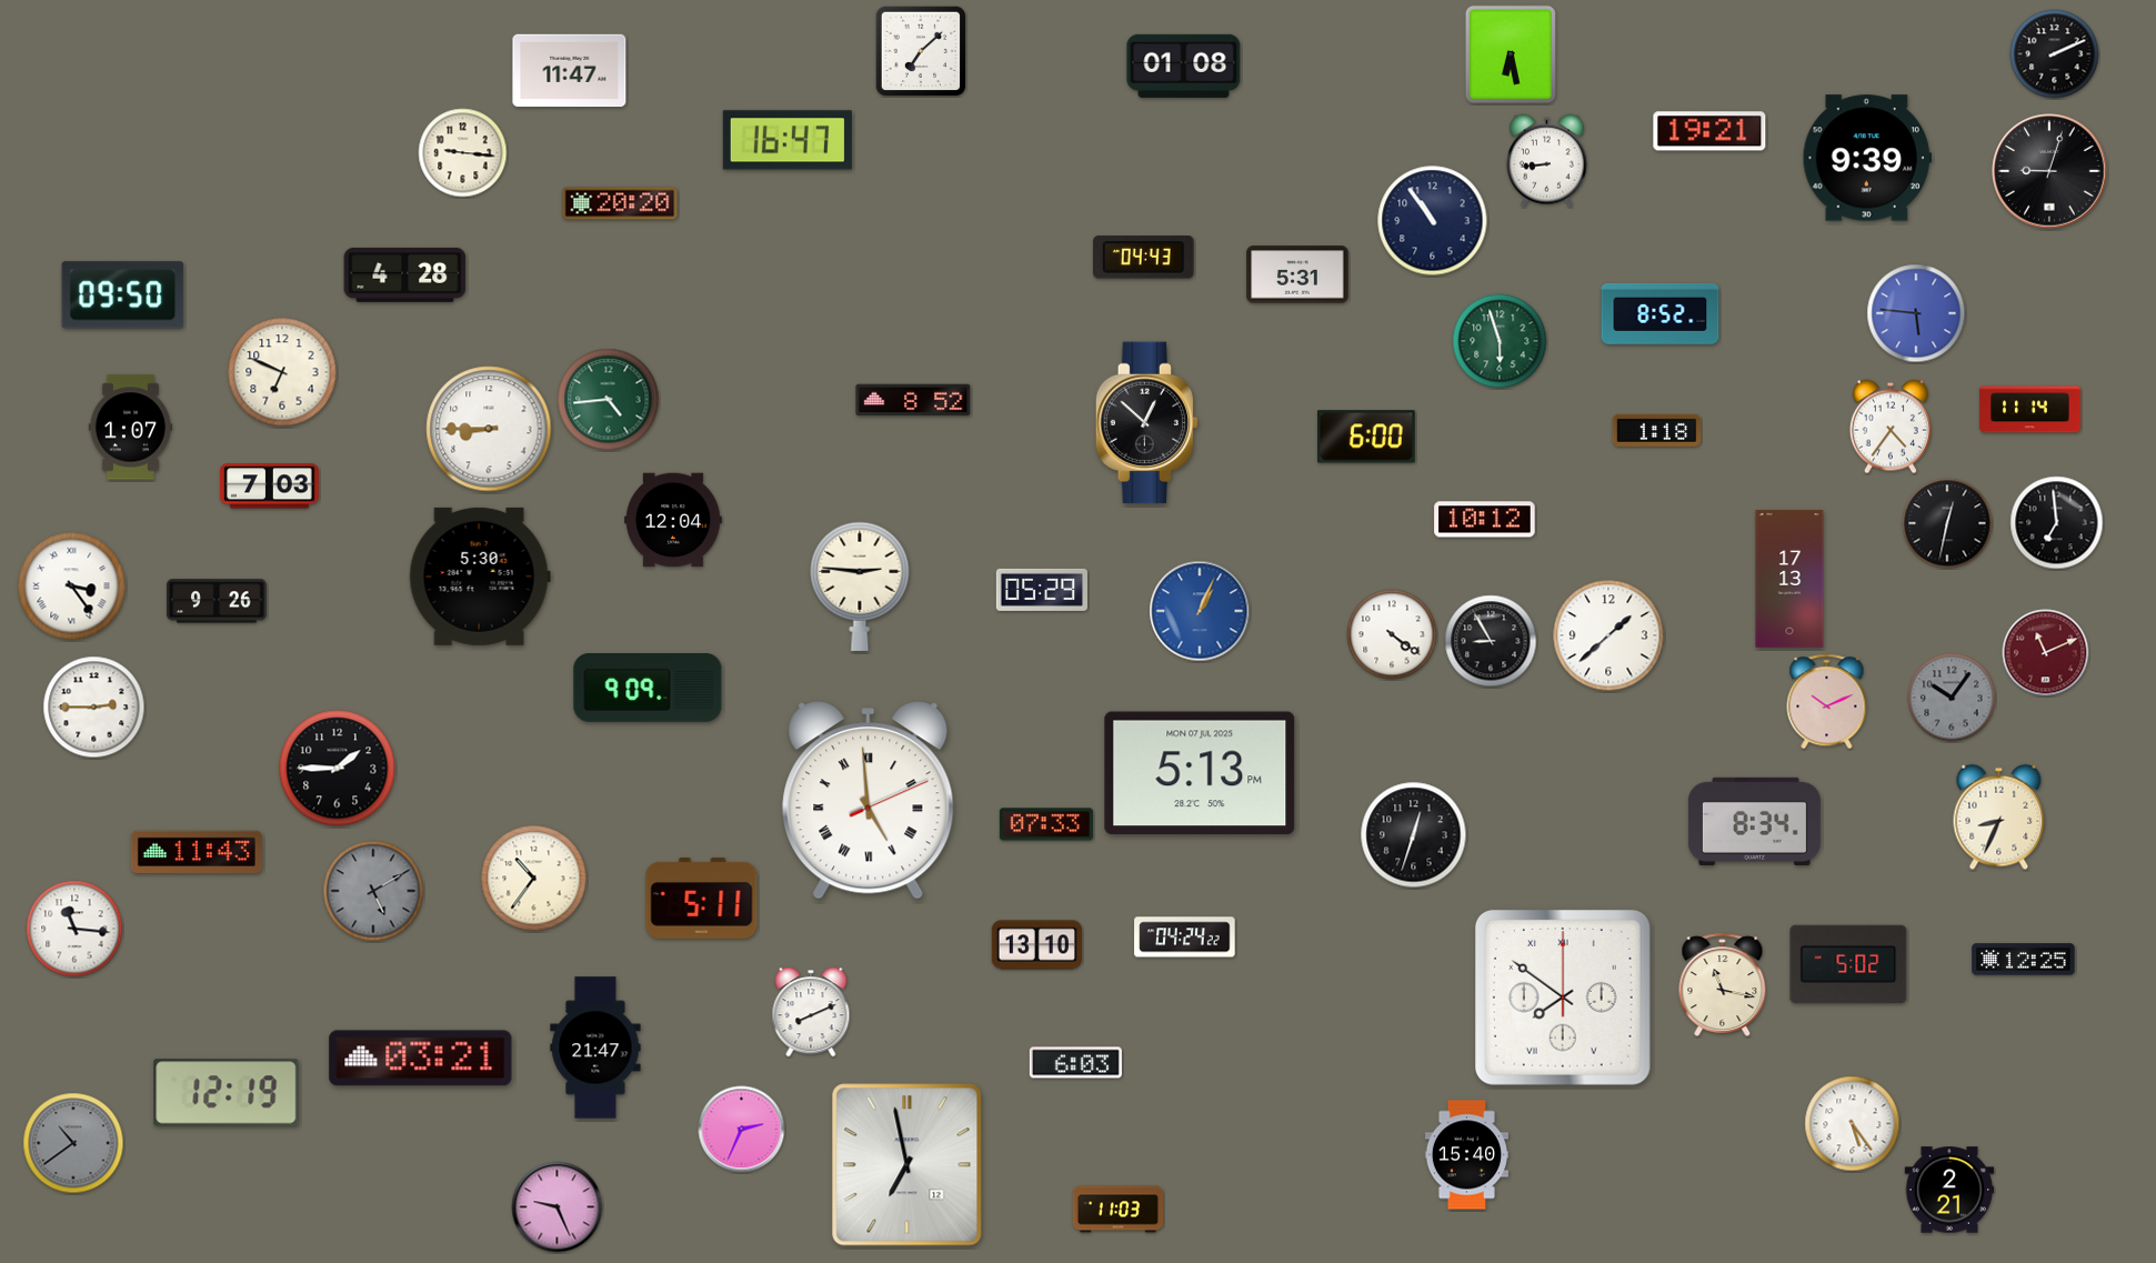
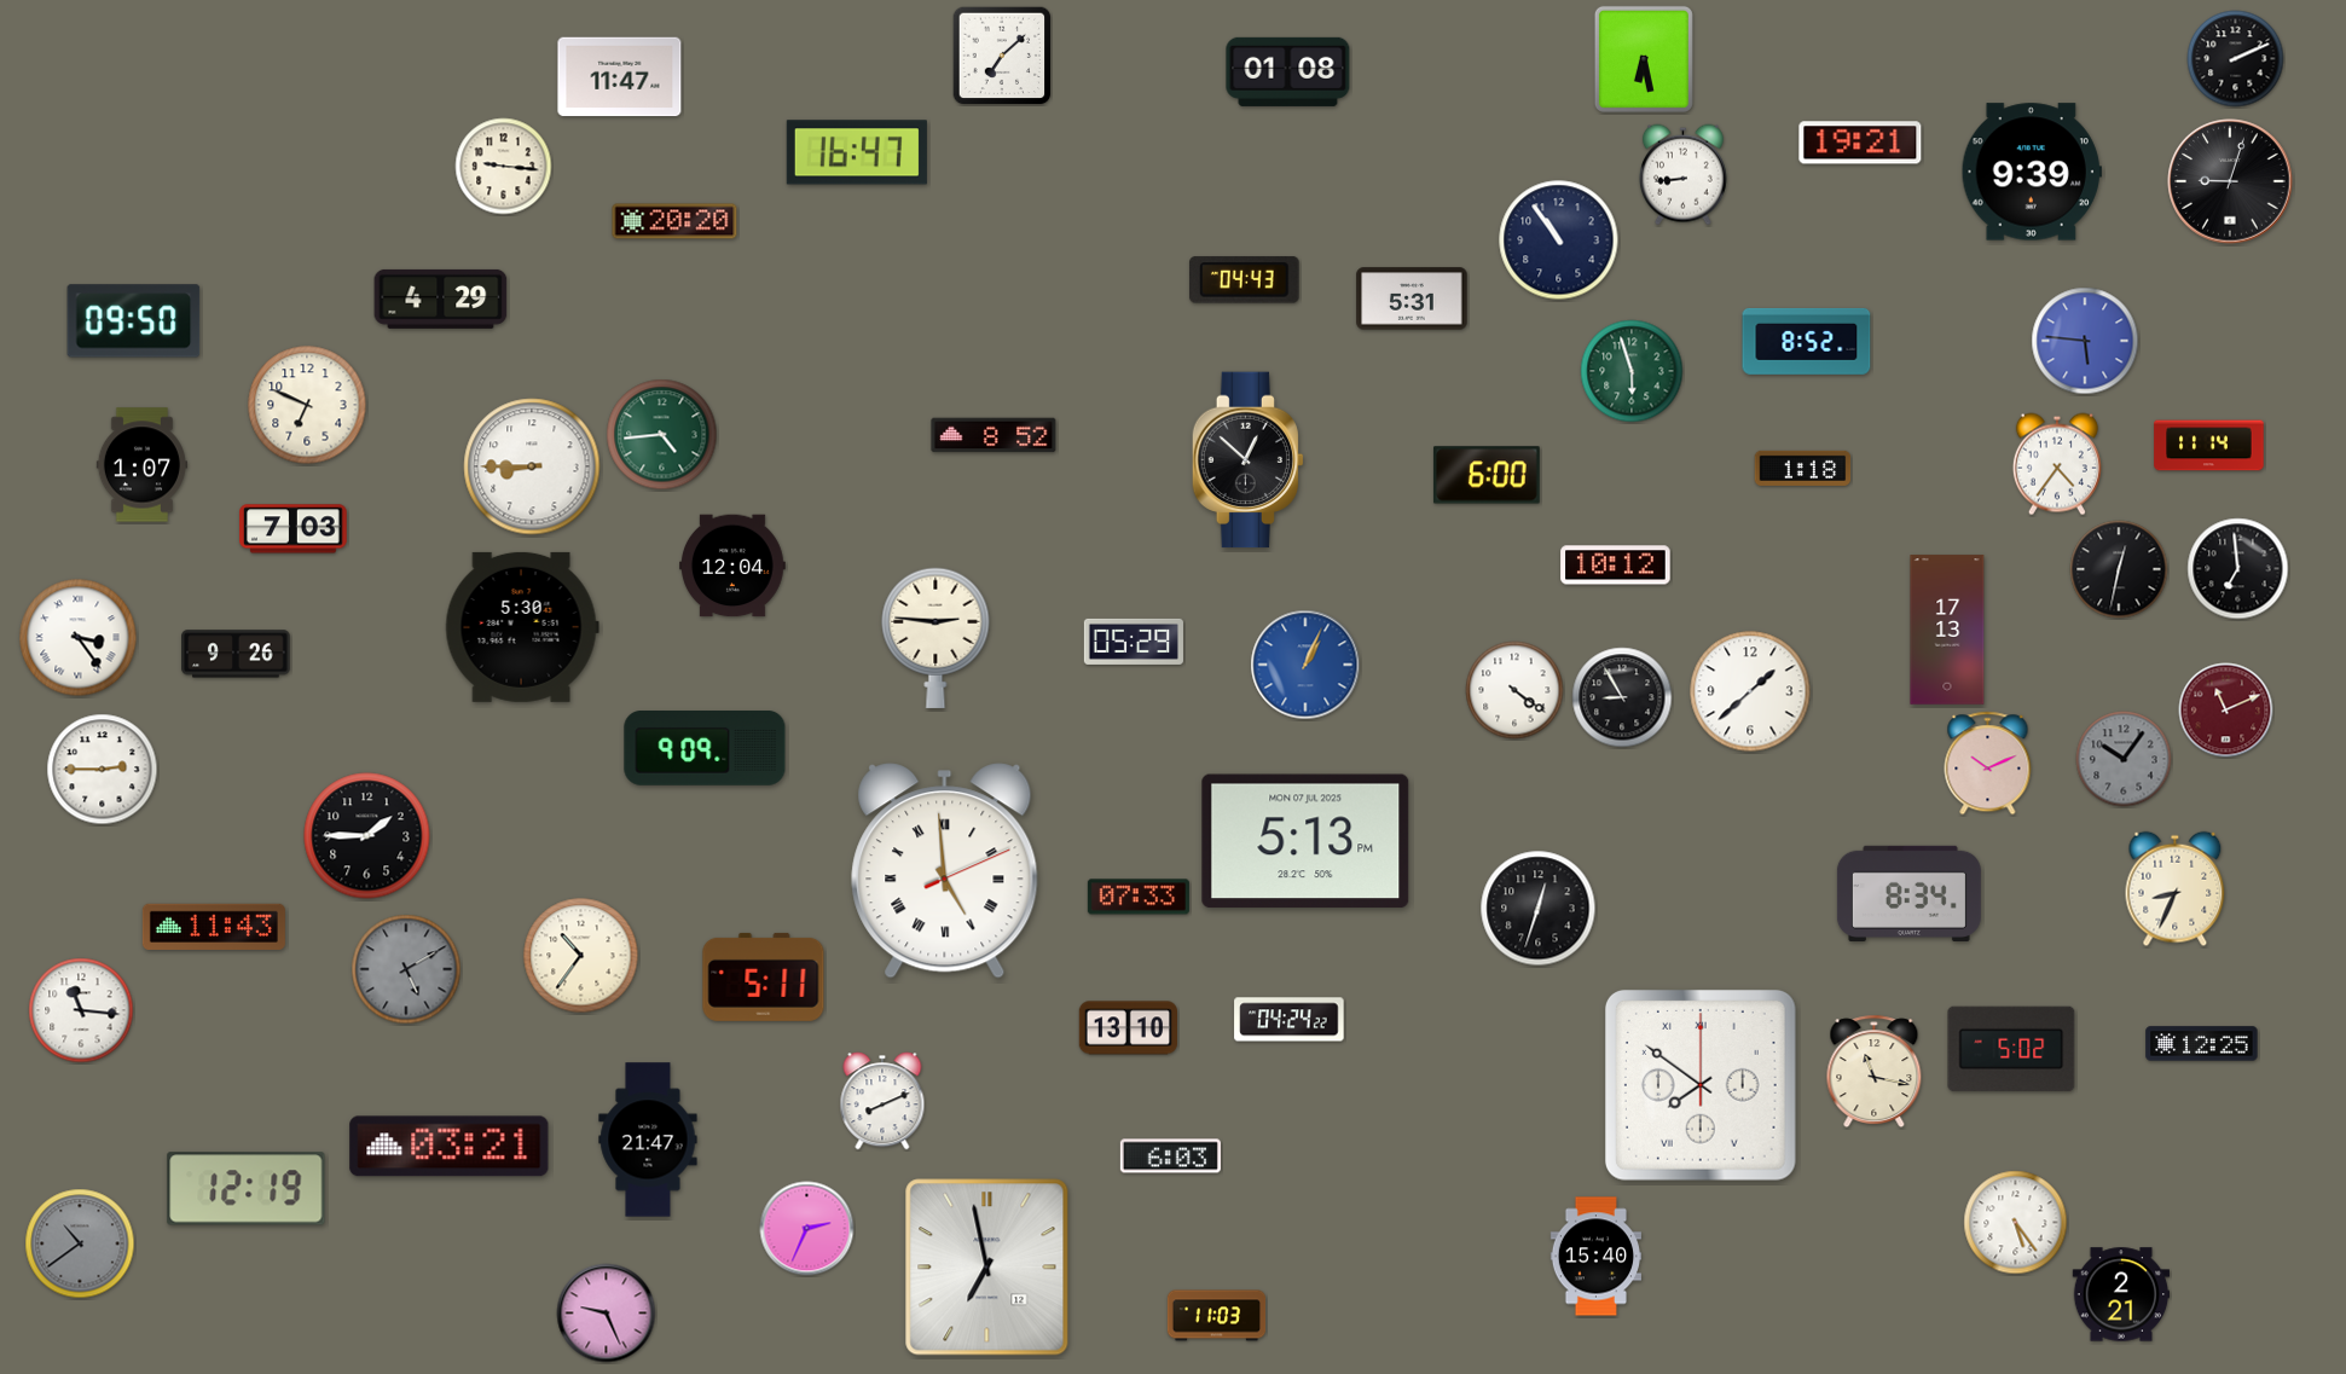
clock at (2049, 171) position: (2049, 171) -> (2230, 181)
clock at (405, 274): 4:28 -> 4:29
clock at (421, 1059) position: (421, 1059) -> (450, 1147)
